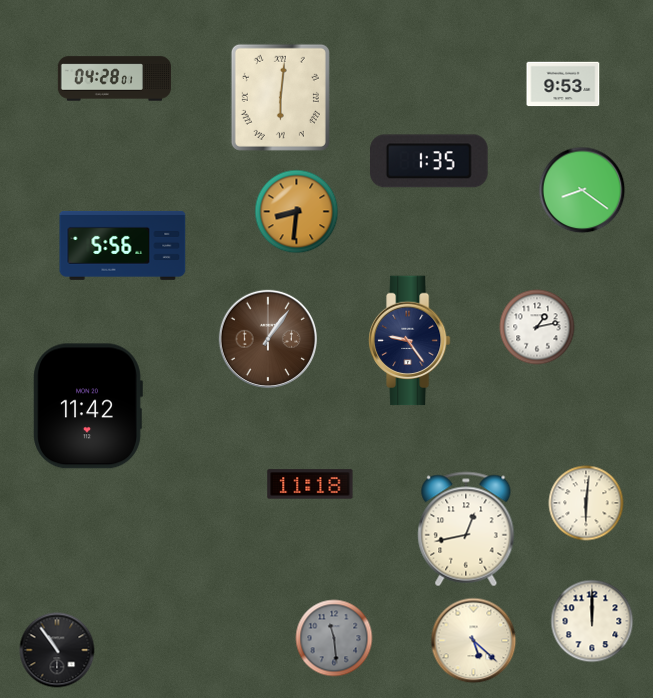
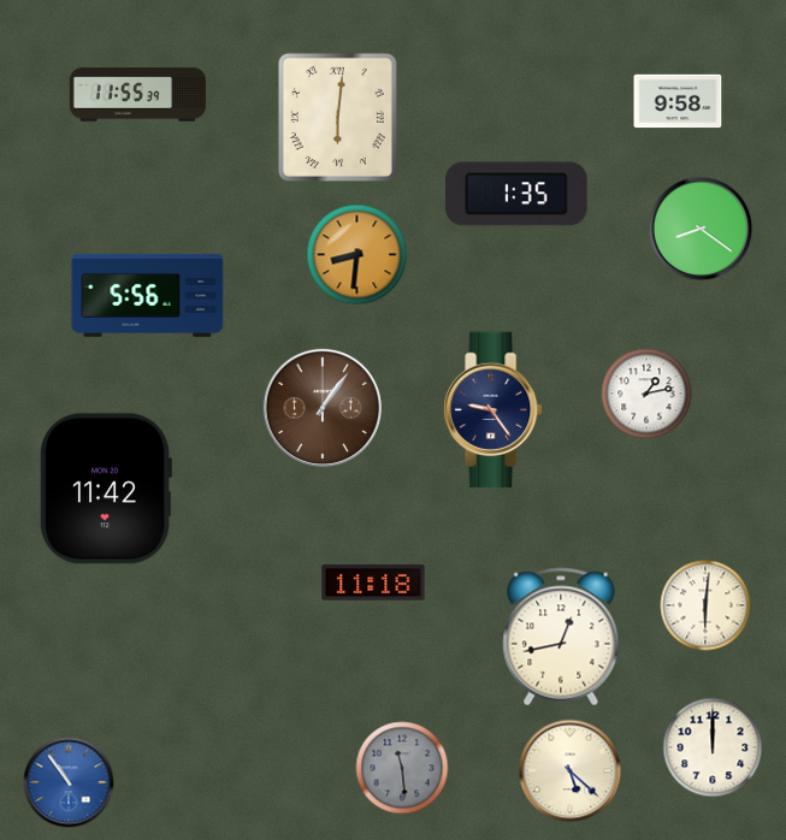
clock at (115, 79): 04:28 -> 11:55
clock at (563, 84): 9:53 -> 9:58
clock at (57, 650) dial: black -> blue
